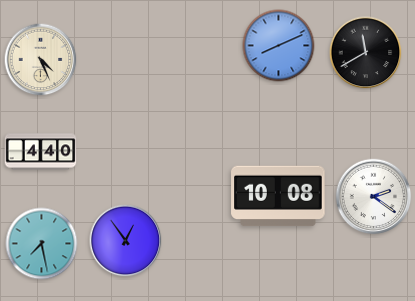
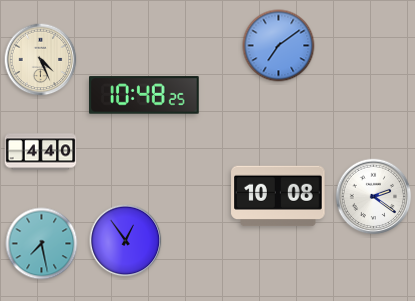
clock at (279, 46): 8:11 -> 7:09
clock at (366, 53): 11:40 -> none
clock at (145, 95): none -> 10:48
